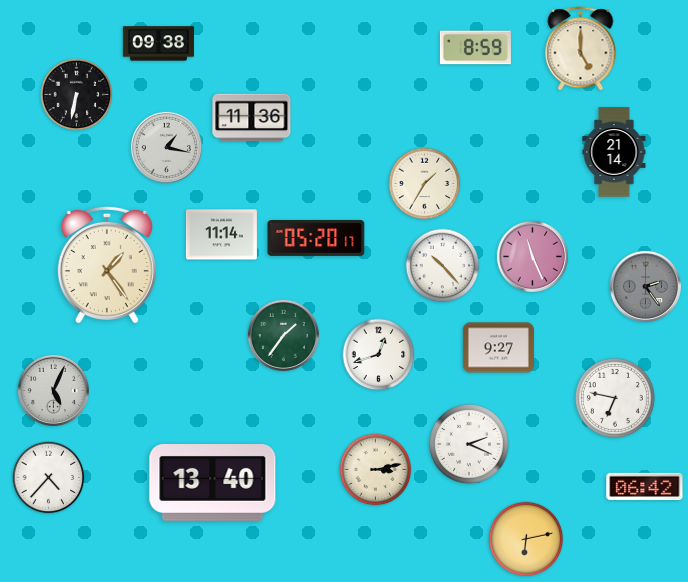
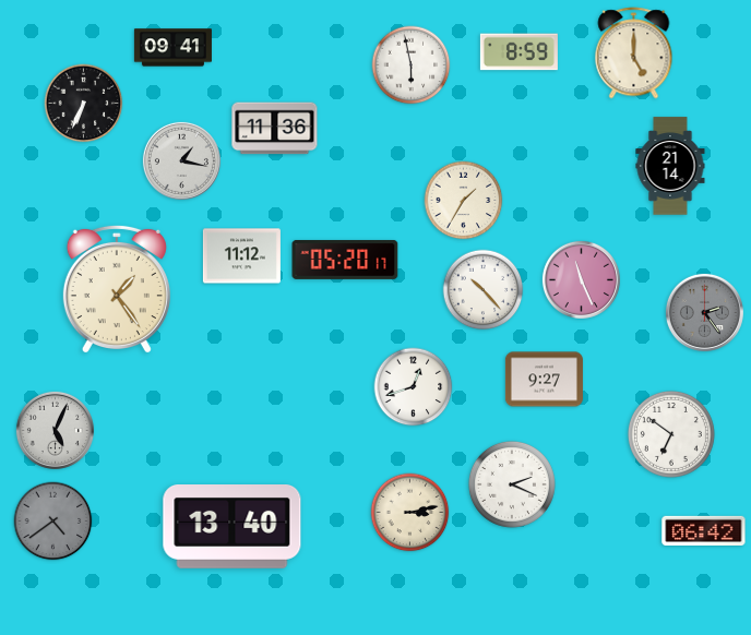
clock at (158, 44): 09:38 -> 09:41
clock at (412, 65): none -> 5:58
clock at (77, 95): 6:32 -> 6:34
clock at (221, 235): 11:14 -> 11:12
clock at (283, 335): 1:36 -> none
clock at (53, 390) position: (53, 390) -> (55, 430)
clock at (615, 398): 6:47 -> 6:51
clock at (49, 478): 4:37 -> 4:39
clock at (49, 478) dial: white -> grey
clock at (526, 539): 6:13 -> none
